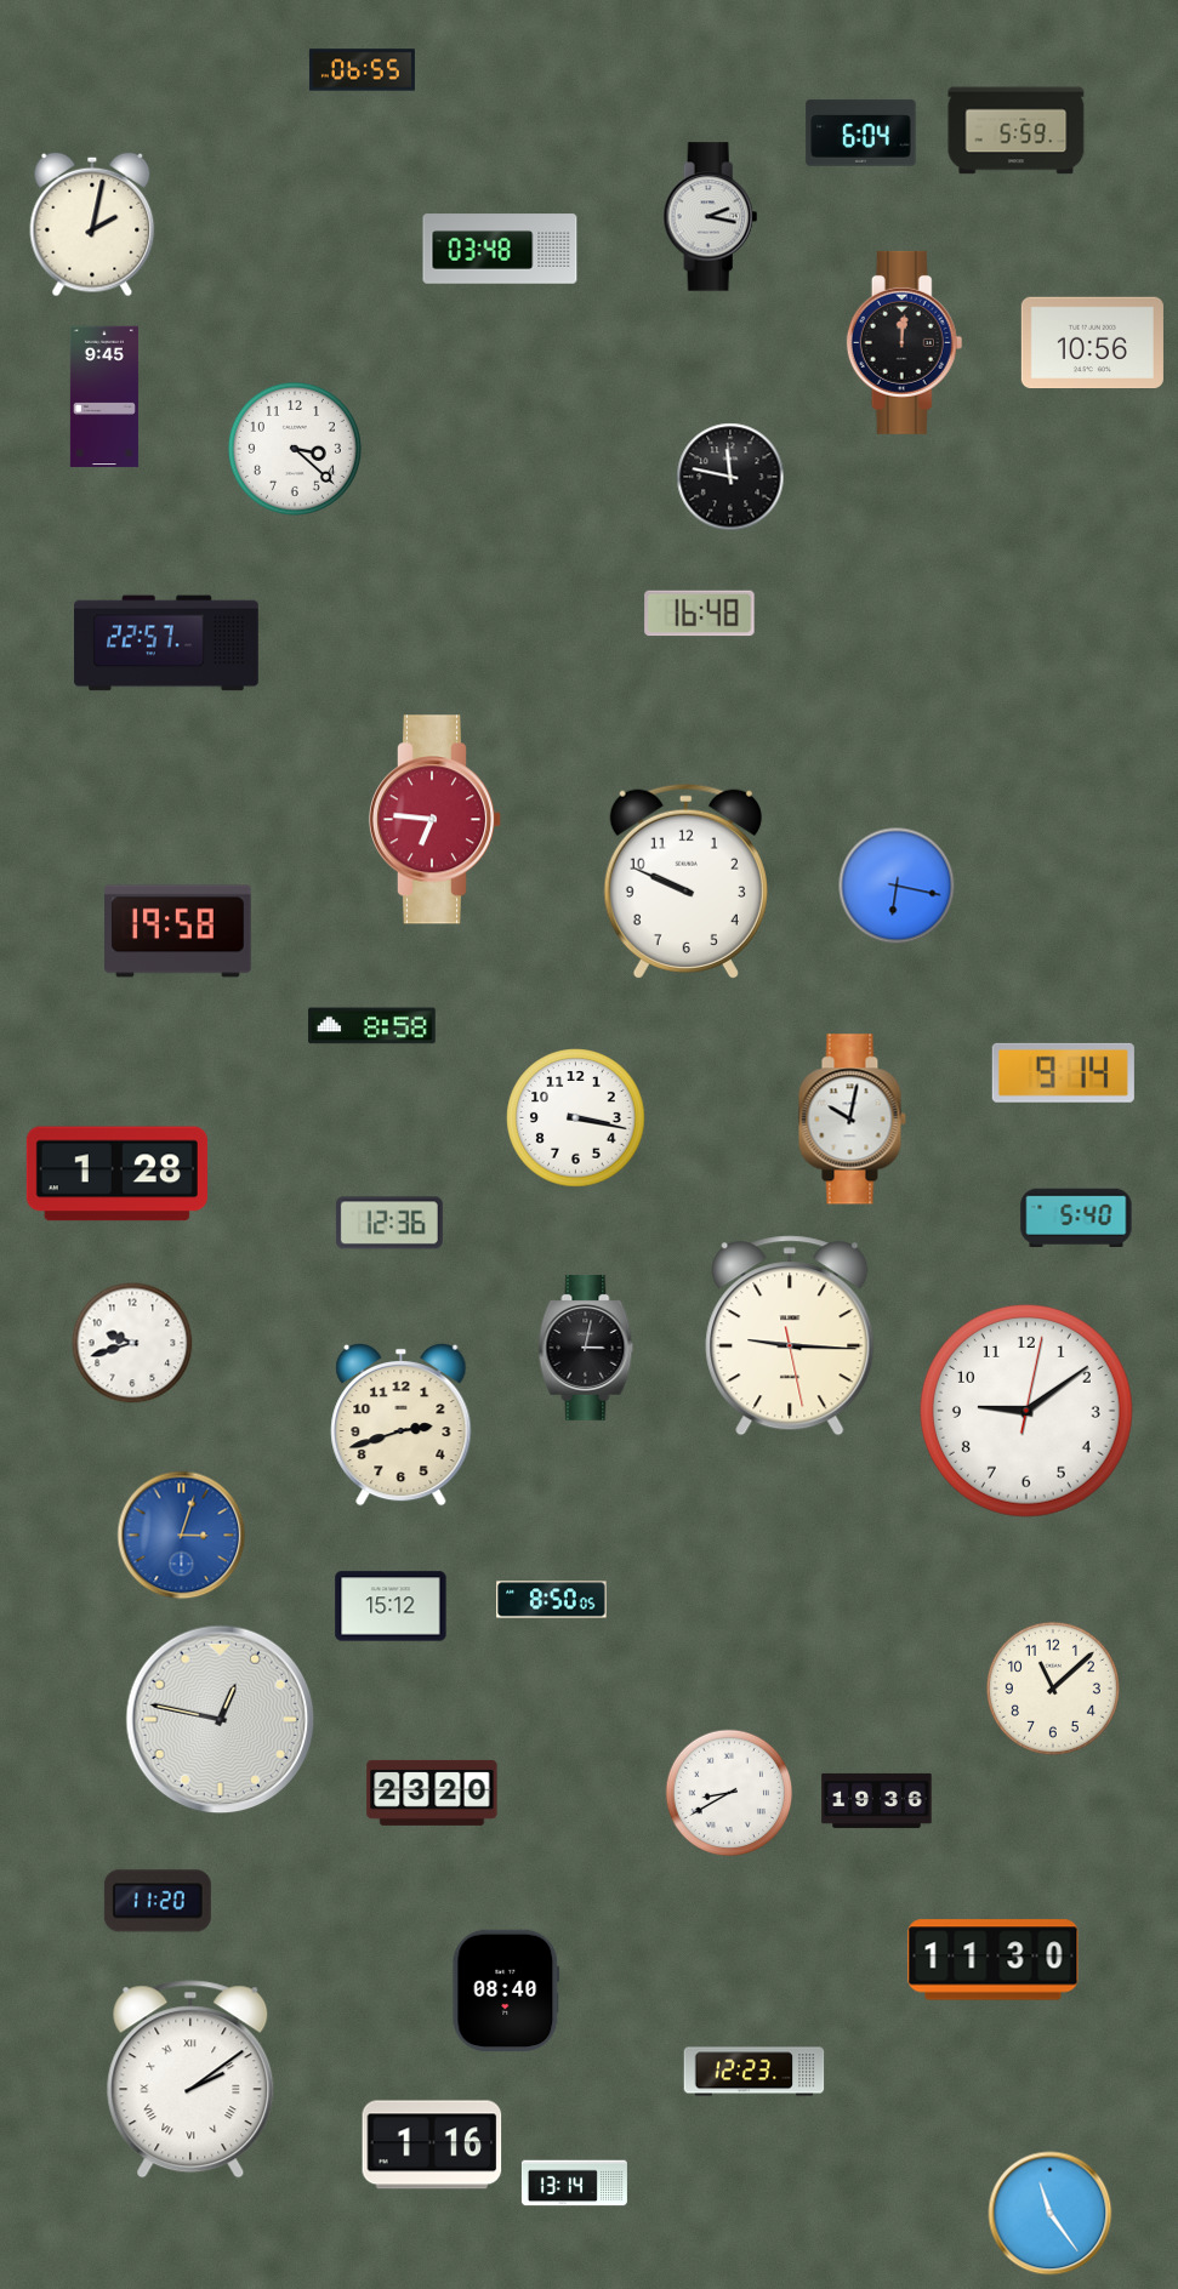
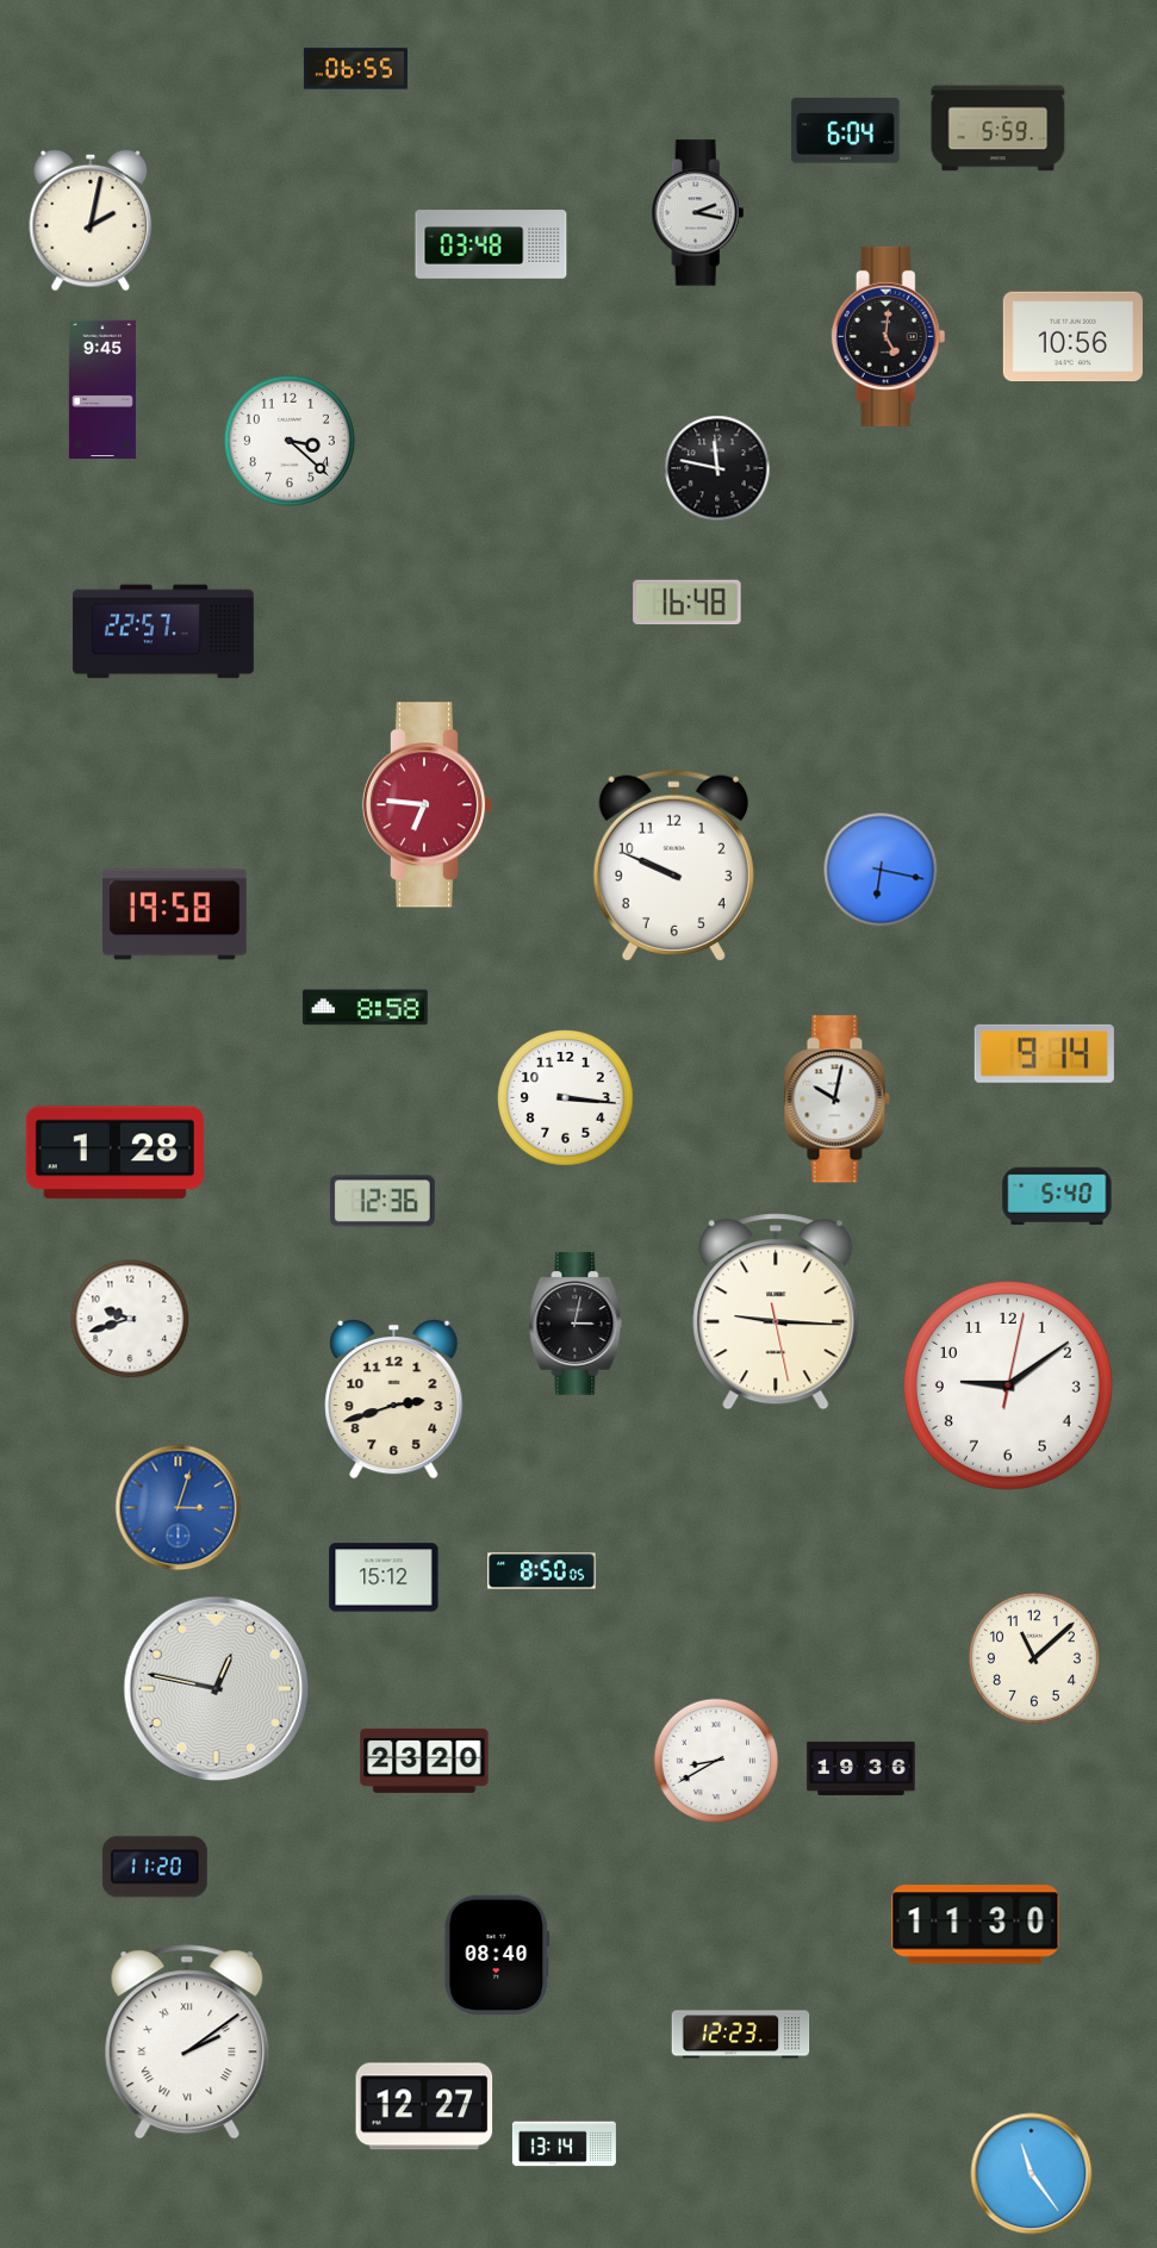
clock at (905, 342): 12:01 -> 5:01
clock at (576, 1118): 3:17 -> 3:16
clock at (432, 2145): 1:16 -> 12:27
